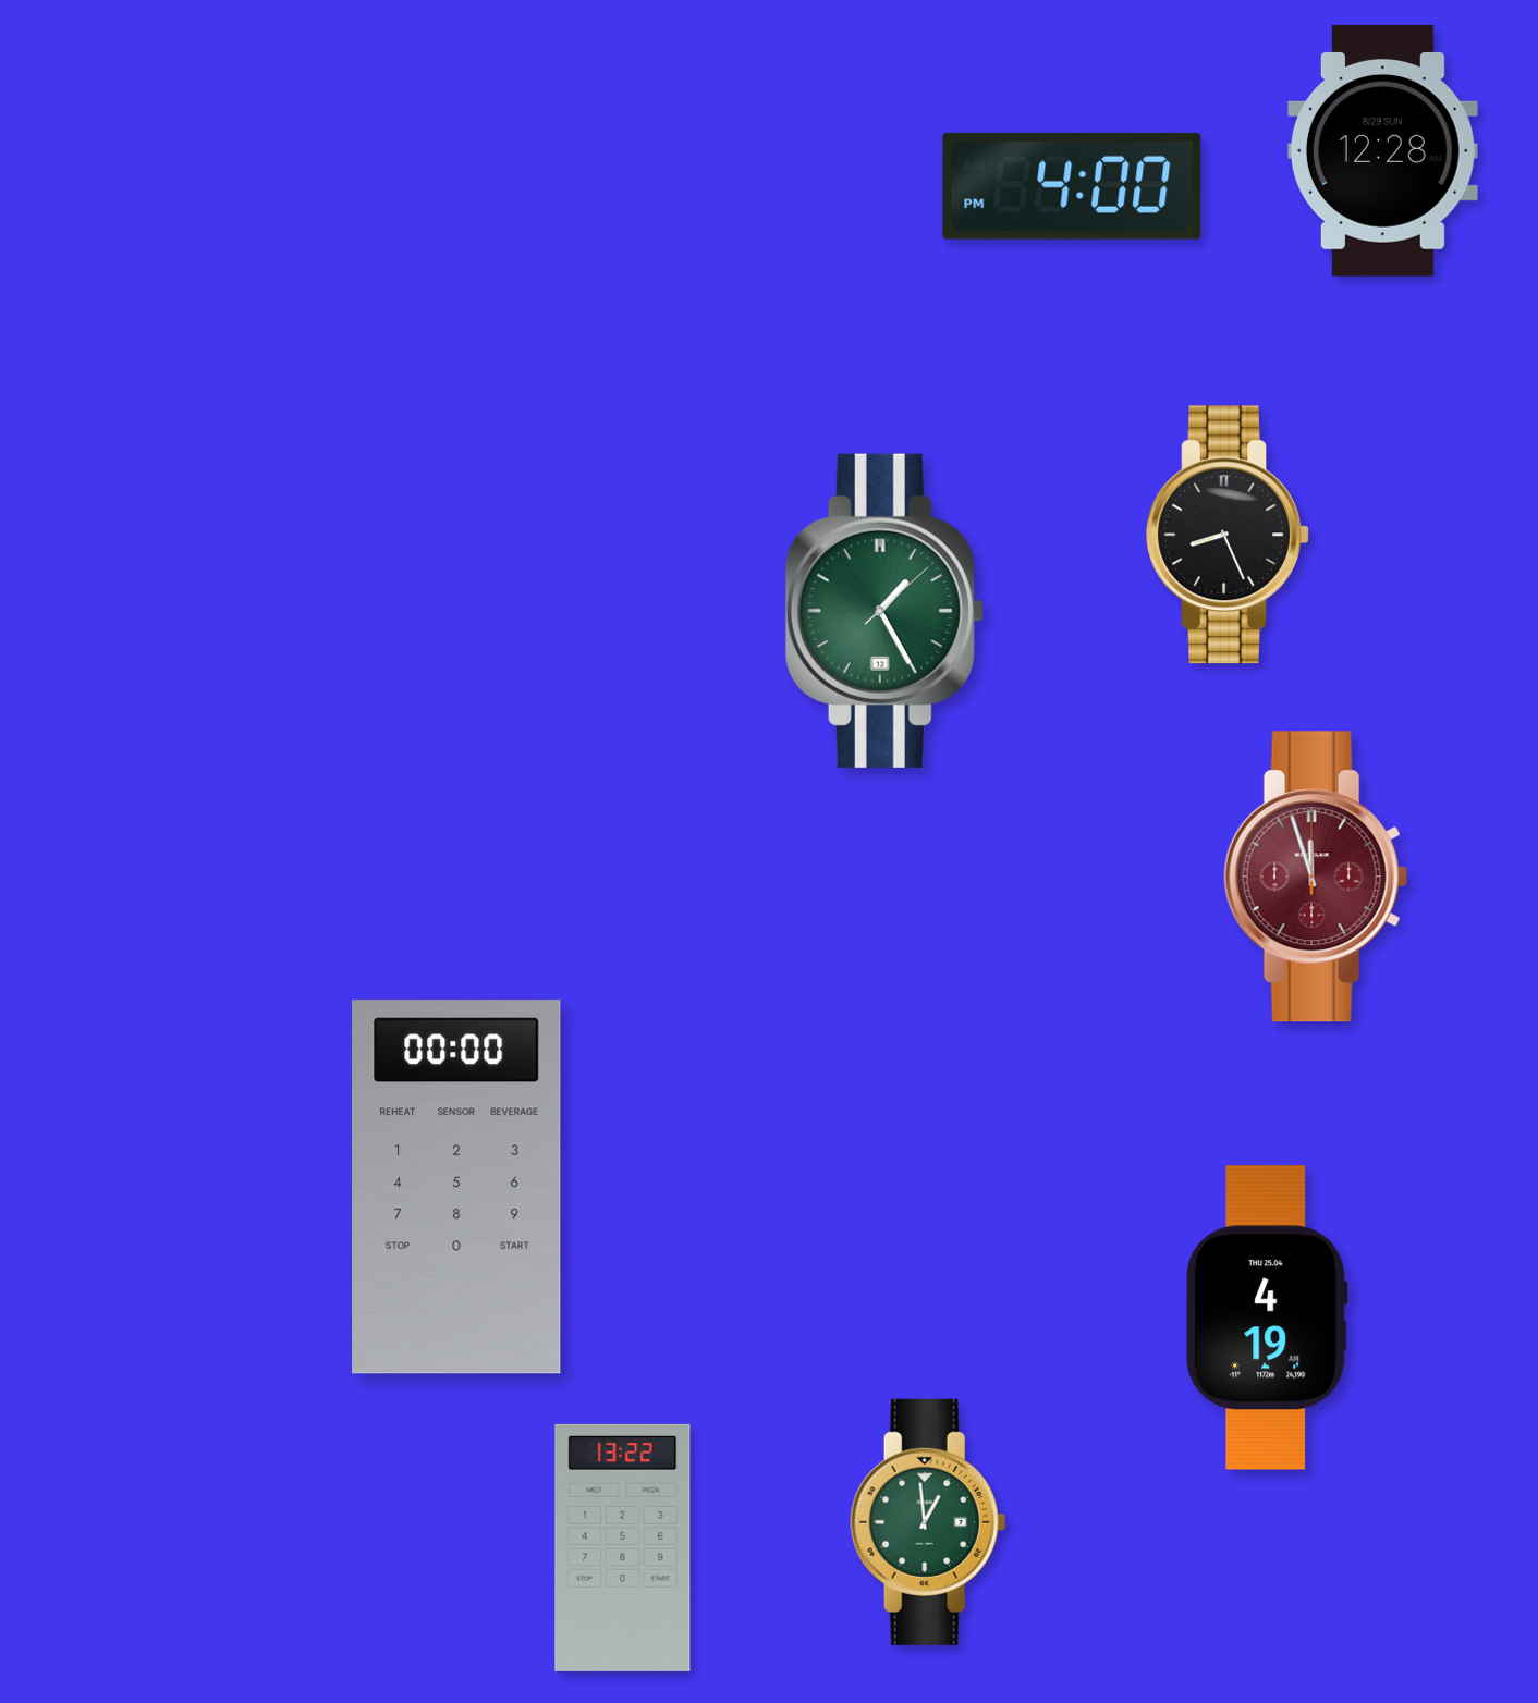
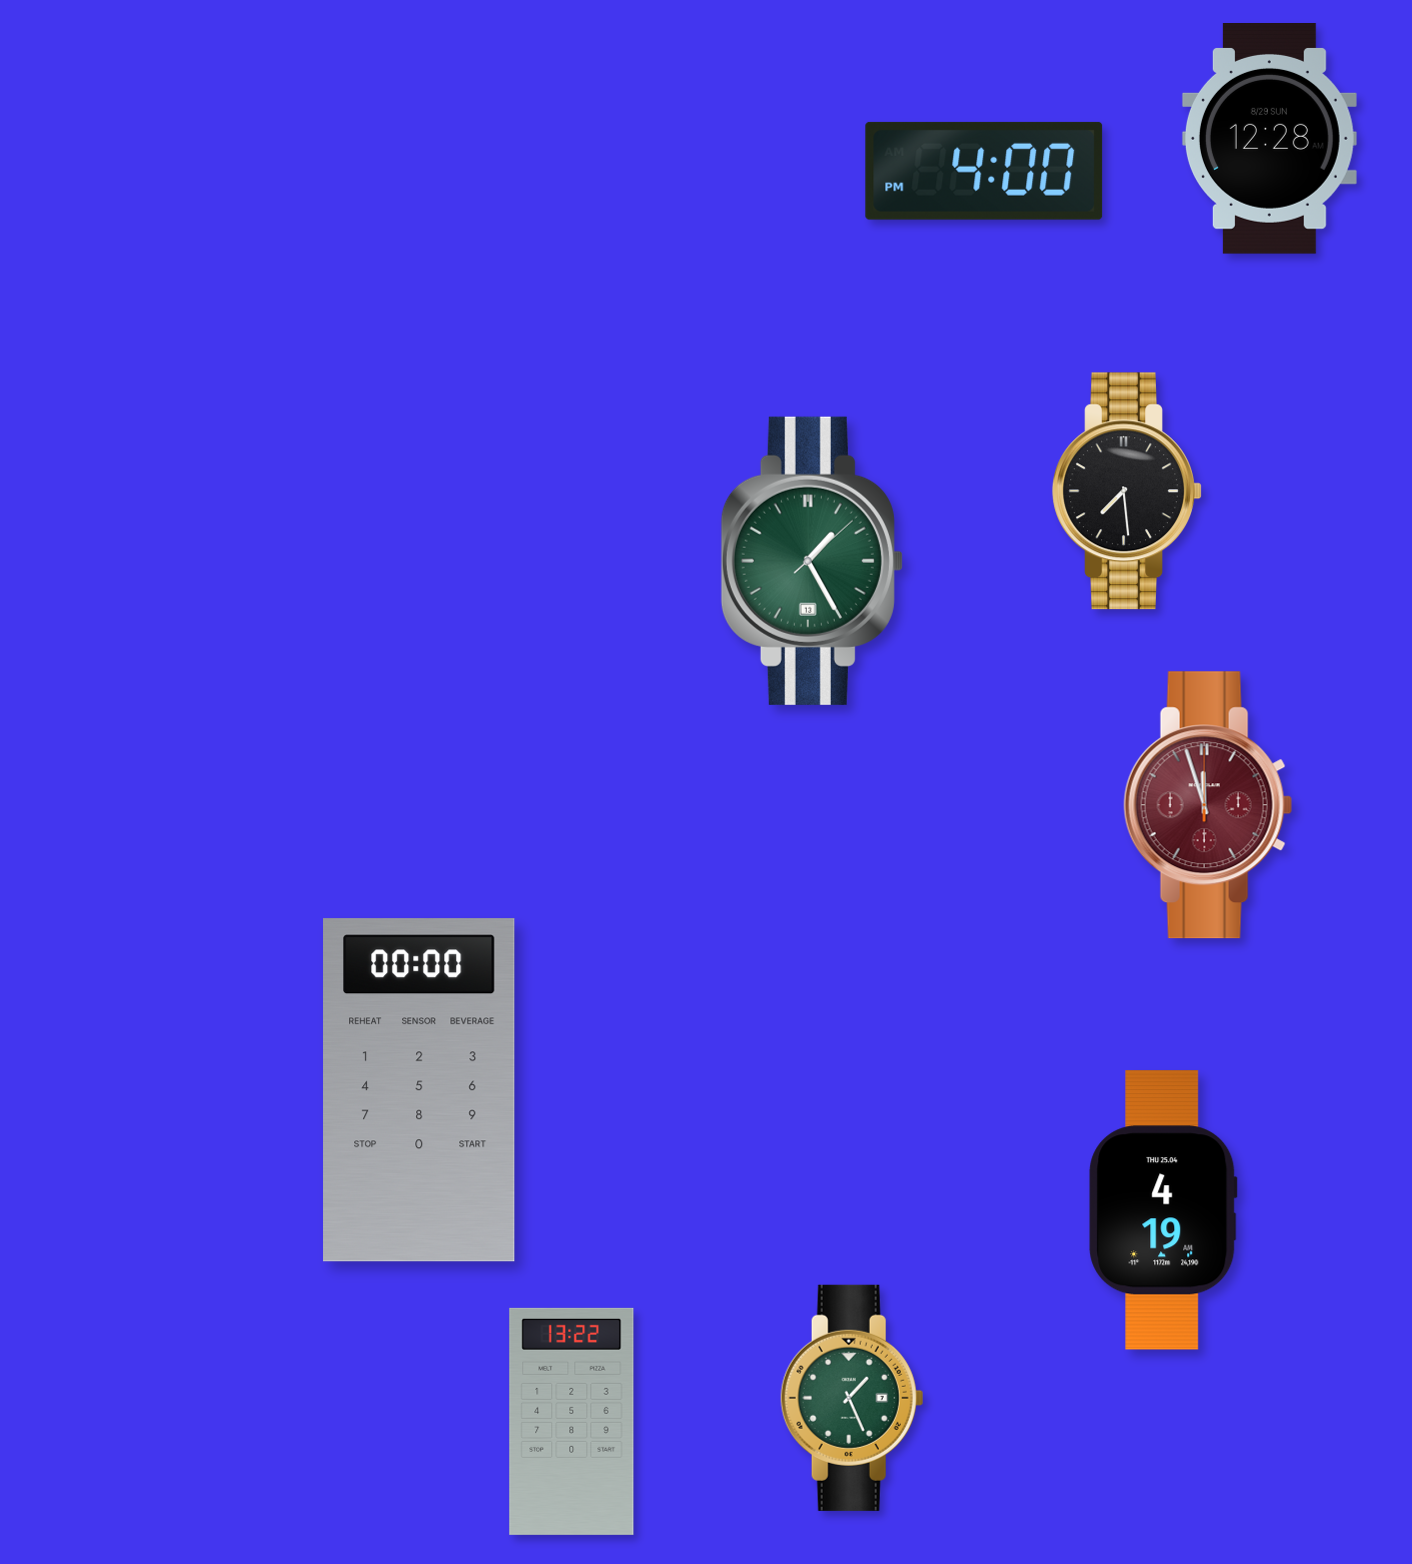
clock at (1228, 535): 8:26 -> 7:29
clock at (928, 1522): 12:59 -> 1:26
